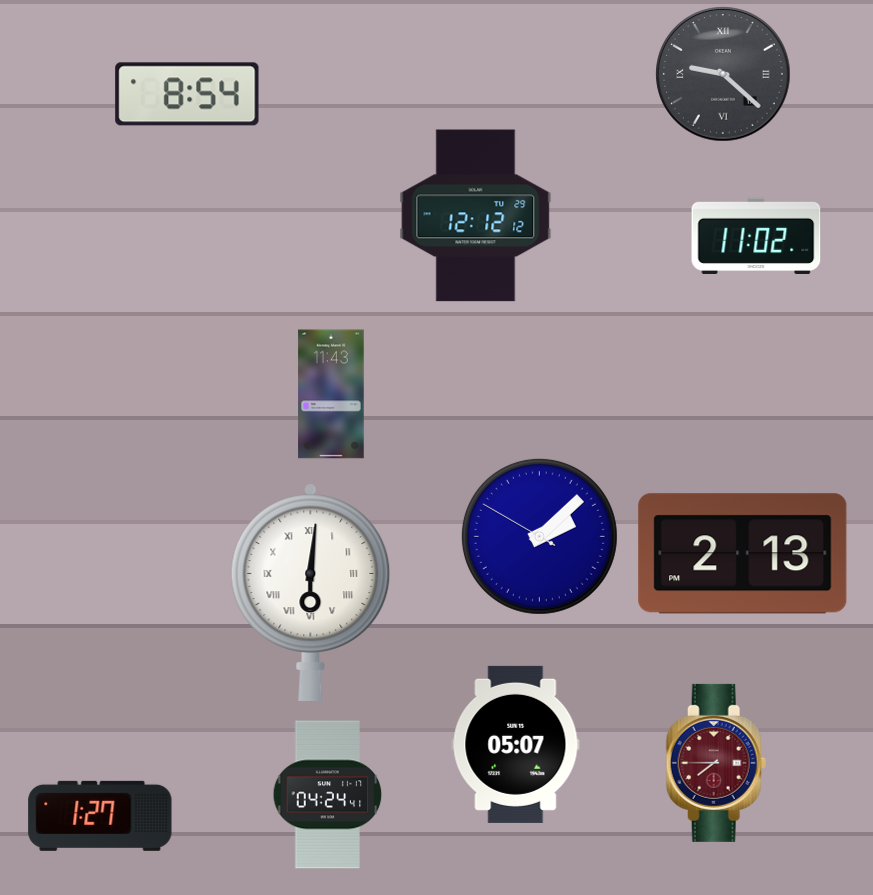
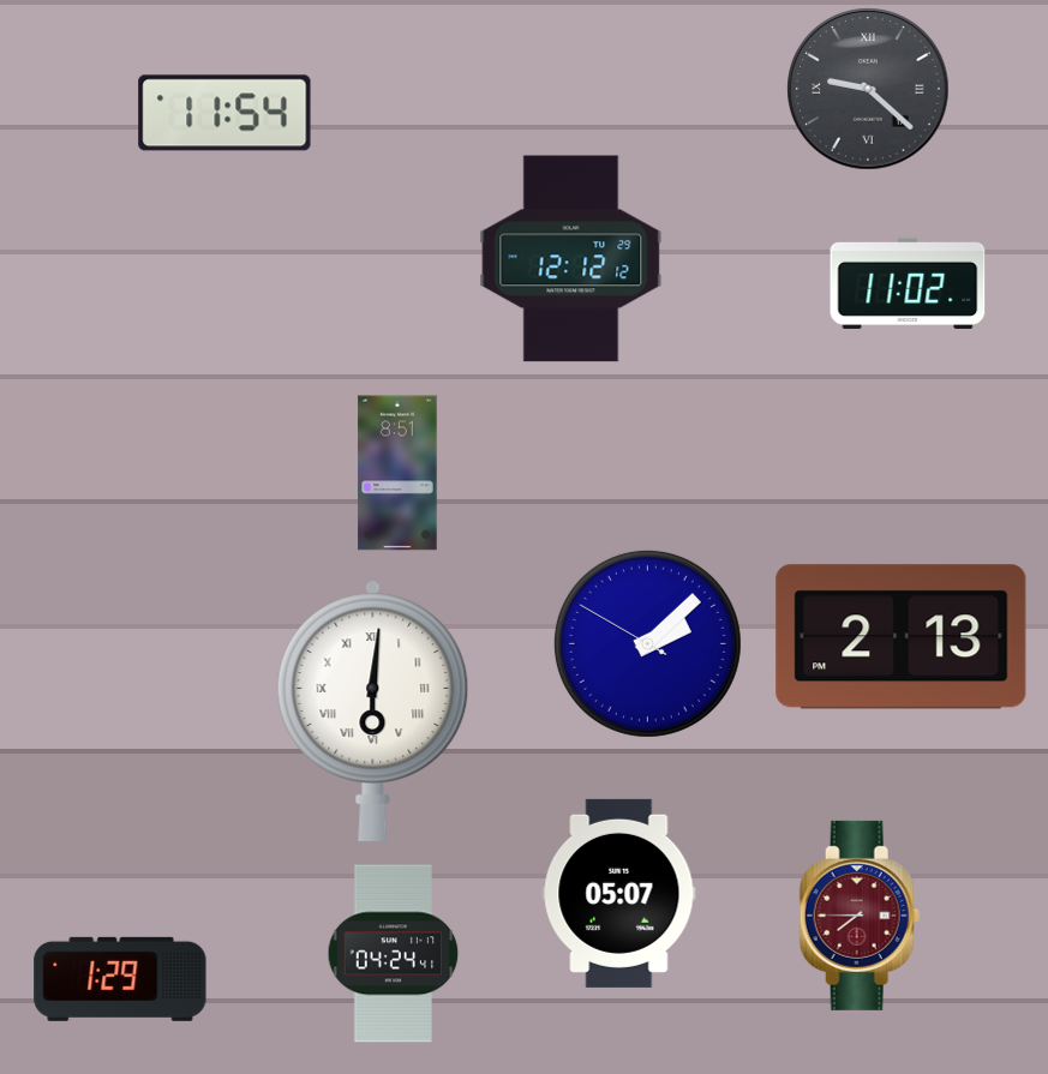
clock at (187, 94): 8:54 -> 11:54
clock at (331, 394): 11:43 -> 8:51
clock at (743, 554) position: (743, 554) -> (902, 637)
clock at (100, 816): 1:27 -> 1:29
